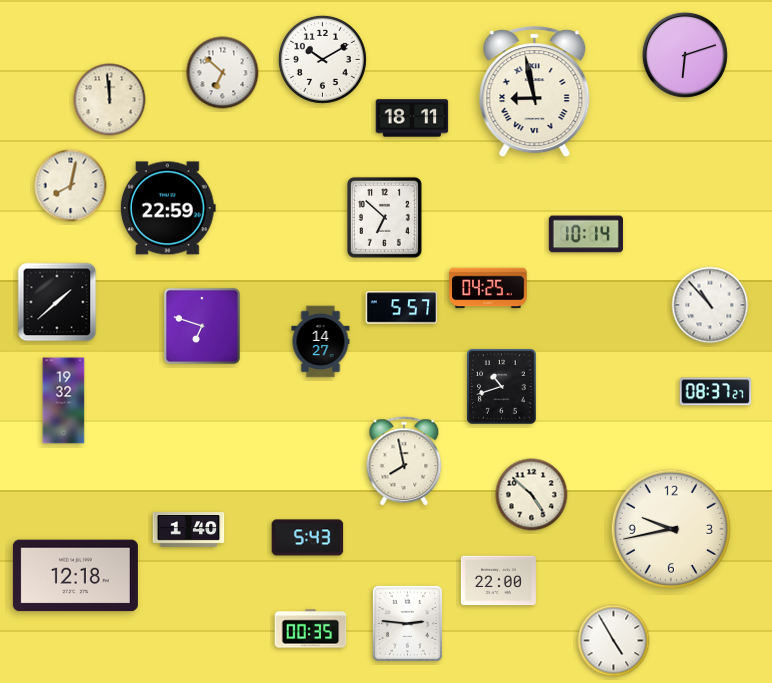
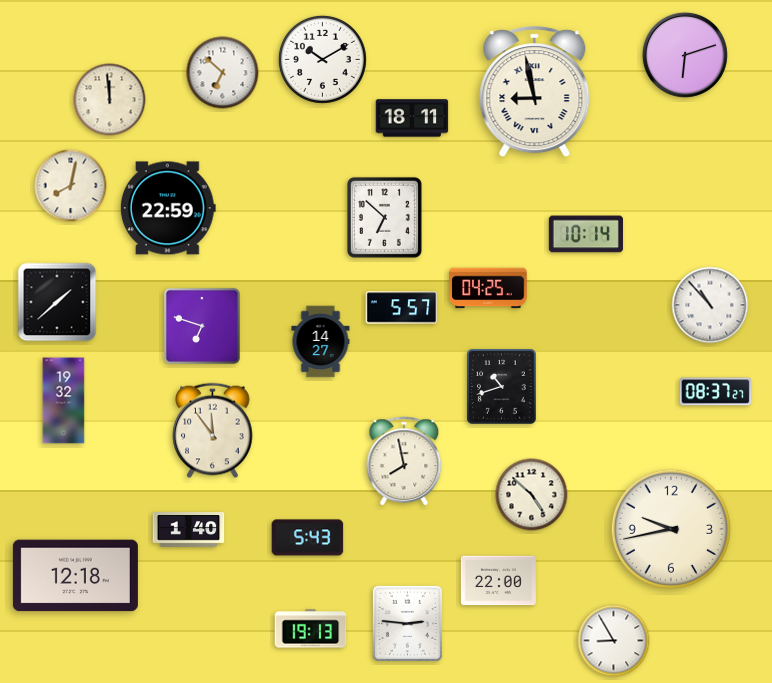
clock at (213, 431): none -> 11:54
clock at (311, 629): 00:35 -> 19:13
clock at (614, 641): 4:55 -> 8:55
